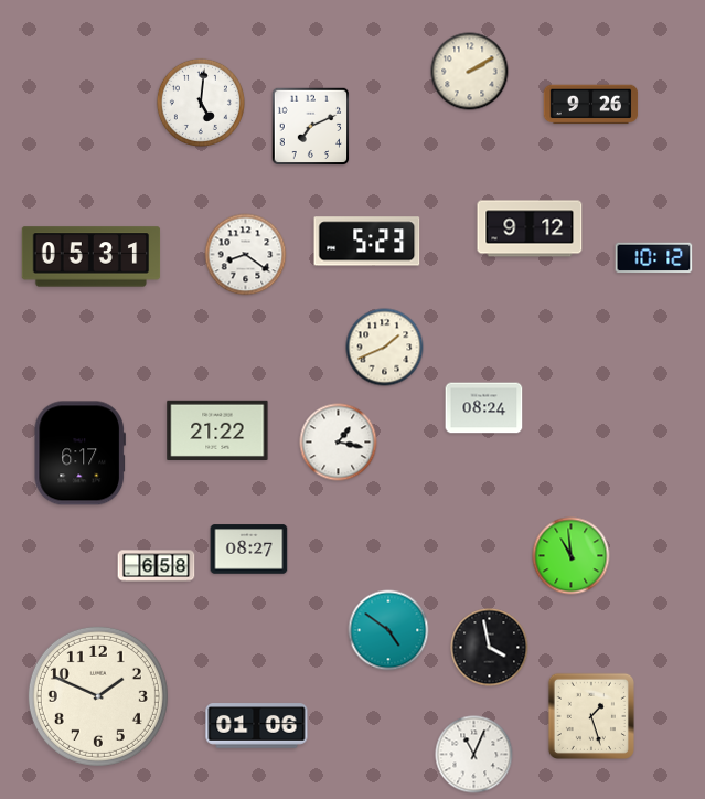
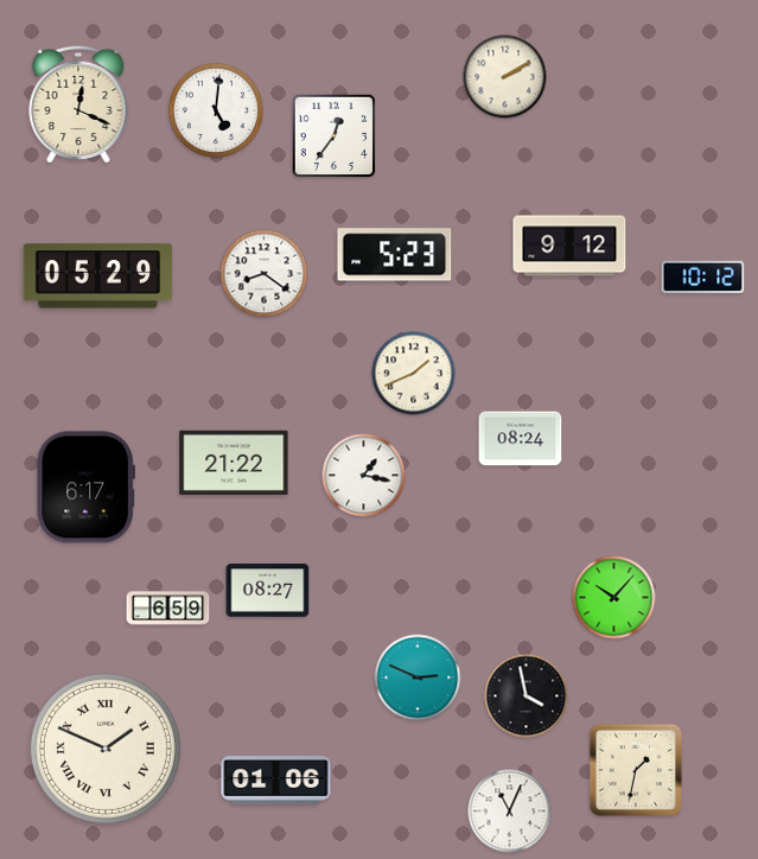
clock at (78, 104): none -> 12:19
clock at (591, 105): 9:26 -> none
clock at (311, 127): 7:11 -> 12:36
clock at (367, 242) position: (367, 242) -> (395, 255)
clock at (92, 257): 05:31 -> 05:29
clock at (572, 556): 10:59 -> 10:07
clock at (157, 566): 6:58 -> 6:59
clock at (388, 630): 4:51 -> 2:49
clock at (98, 696) numerals: Arabic -> Roman
clock at (591, 716): 1:27 -> 1:32
